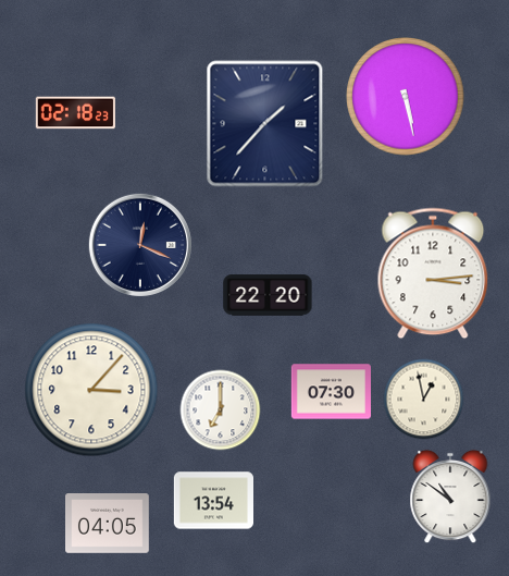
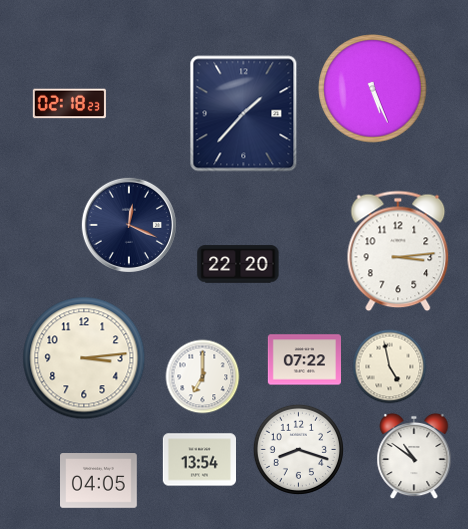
clock at (406, 97): 5:28 -> 5:26
clock at (268, 295) position: (268, 295) -> (238, 264)
clock at (91, 390): 3:07 -> 3:14
clock at (331, 392): 07:30 -> 07:22
clock at (424, 400): 12:58 -> 4:58
clock at (298, 449): none -> 8:18
clock at (213, 501) position: (213, 501) -> (199, 460)
